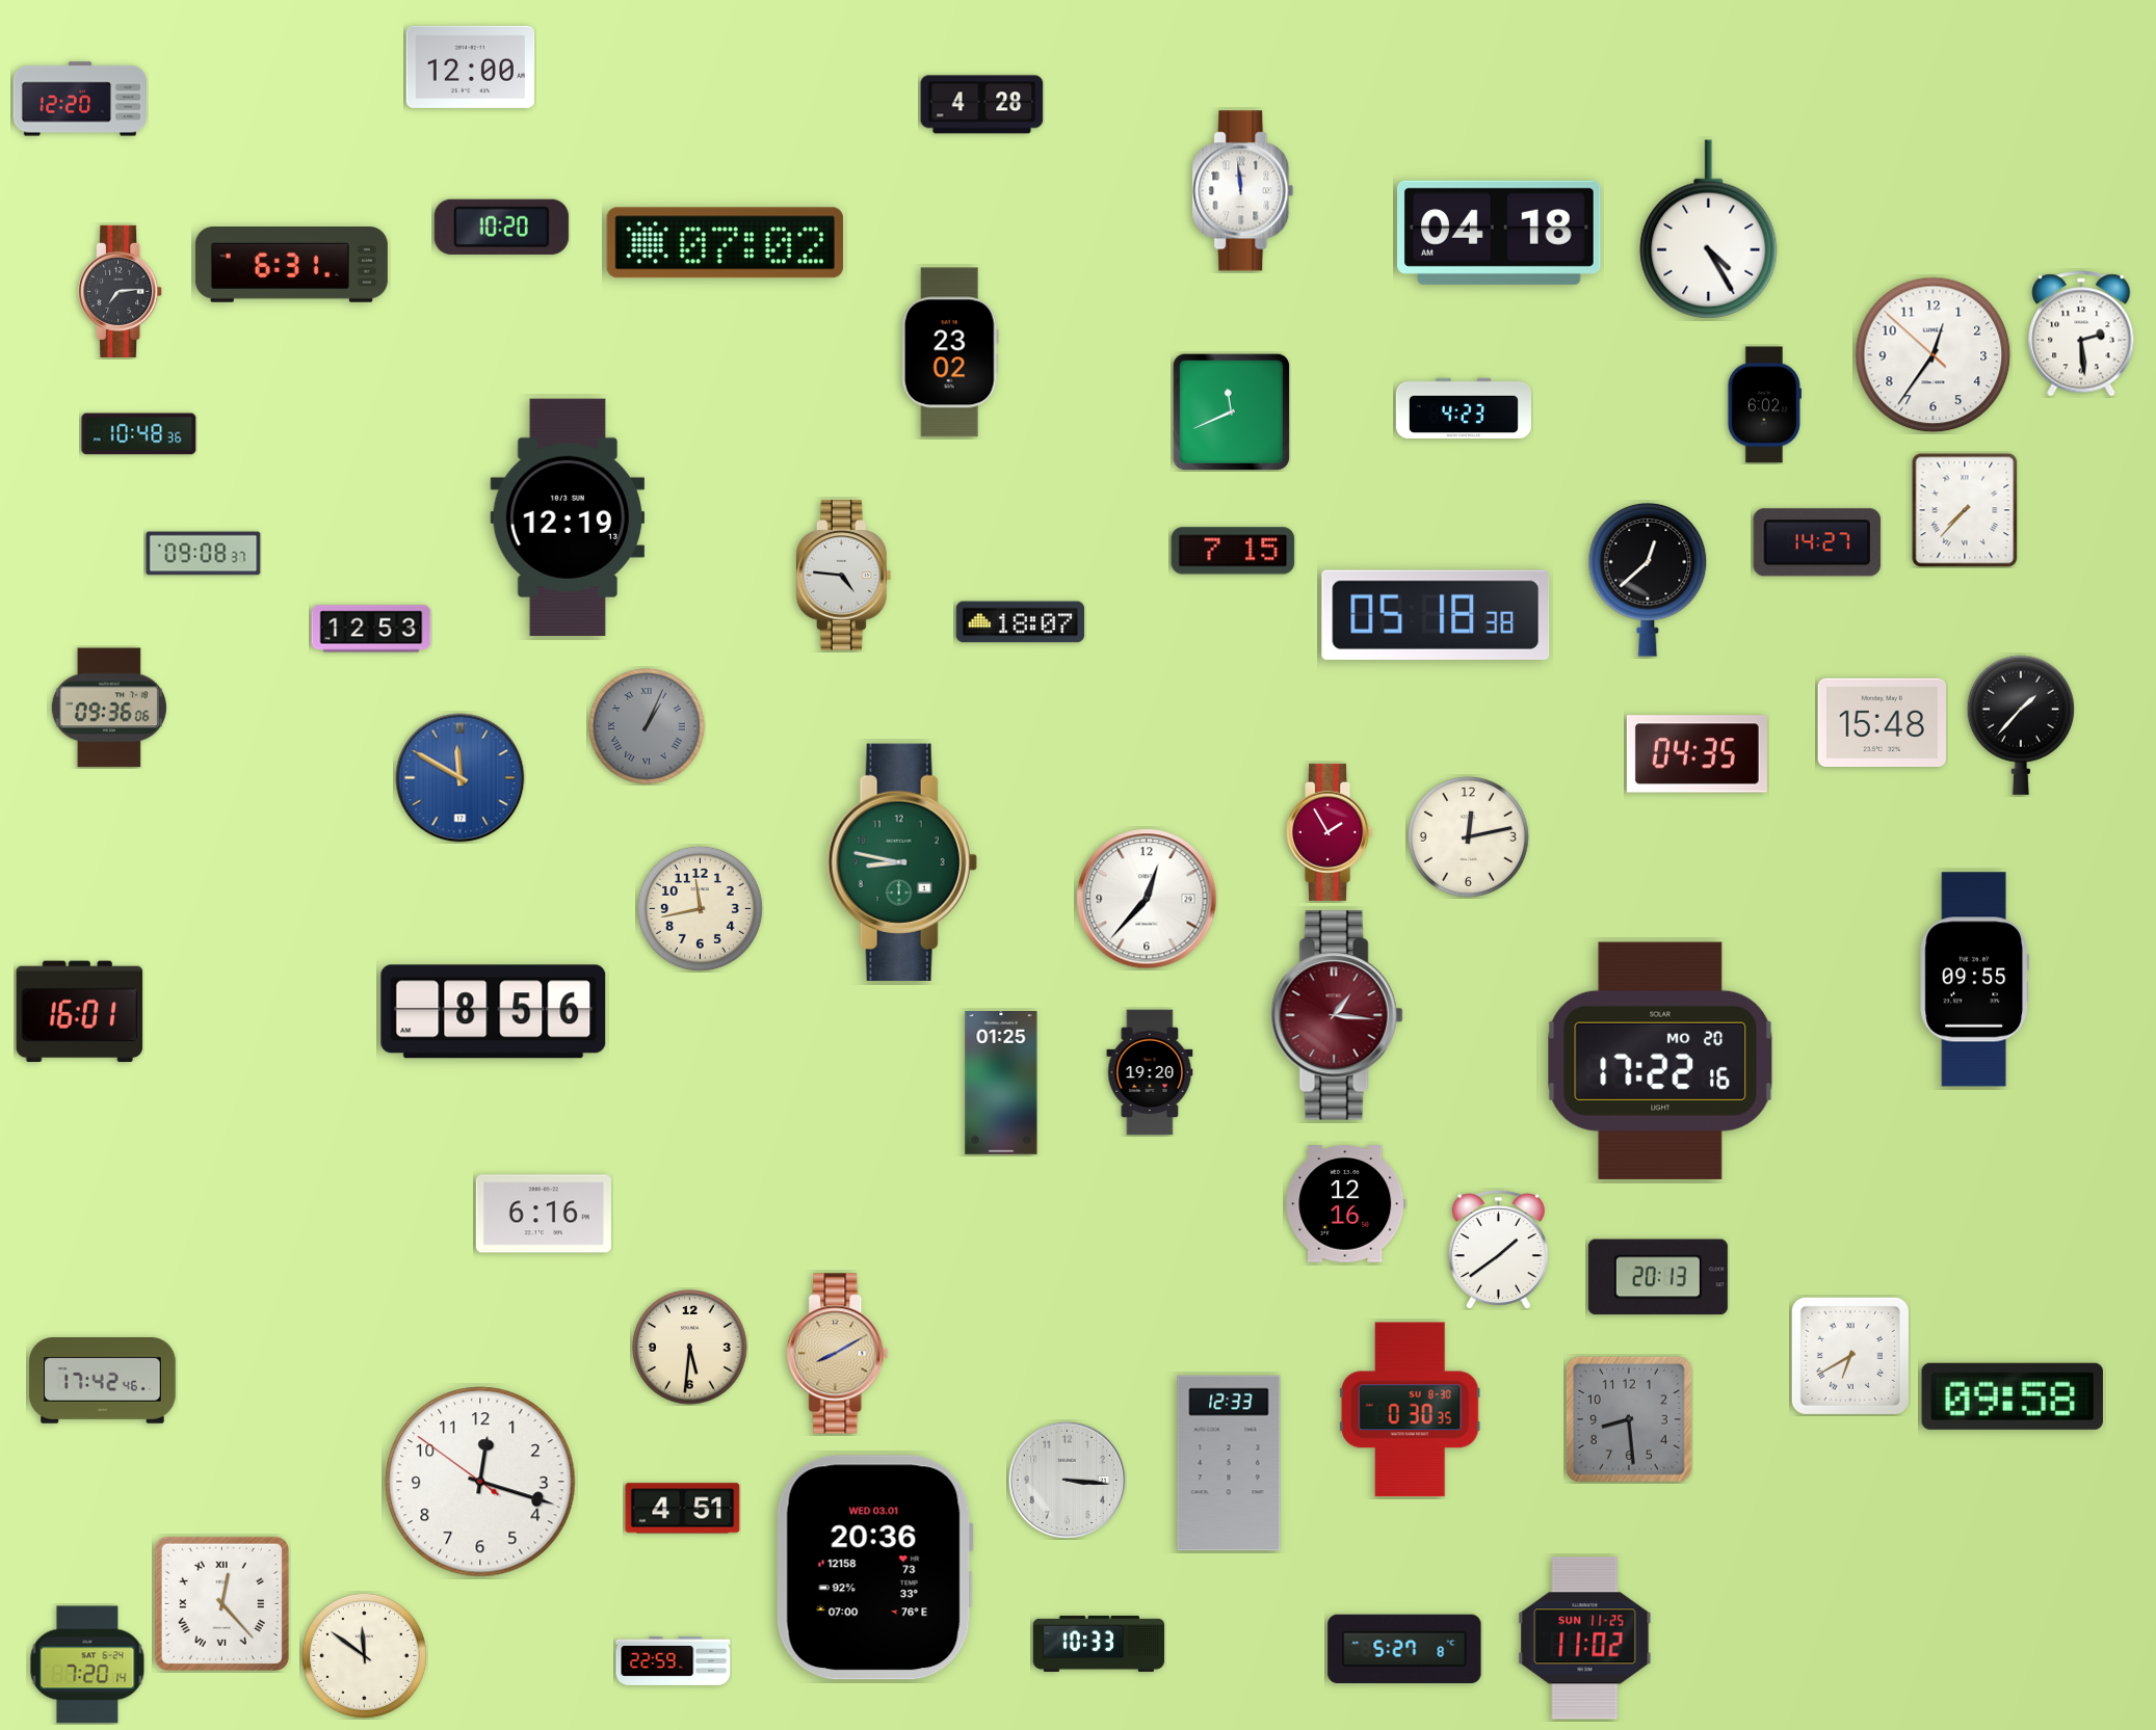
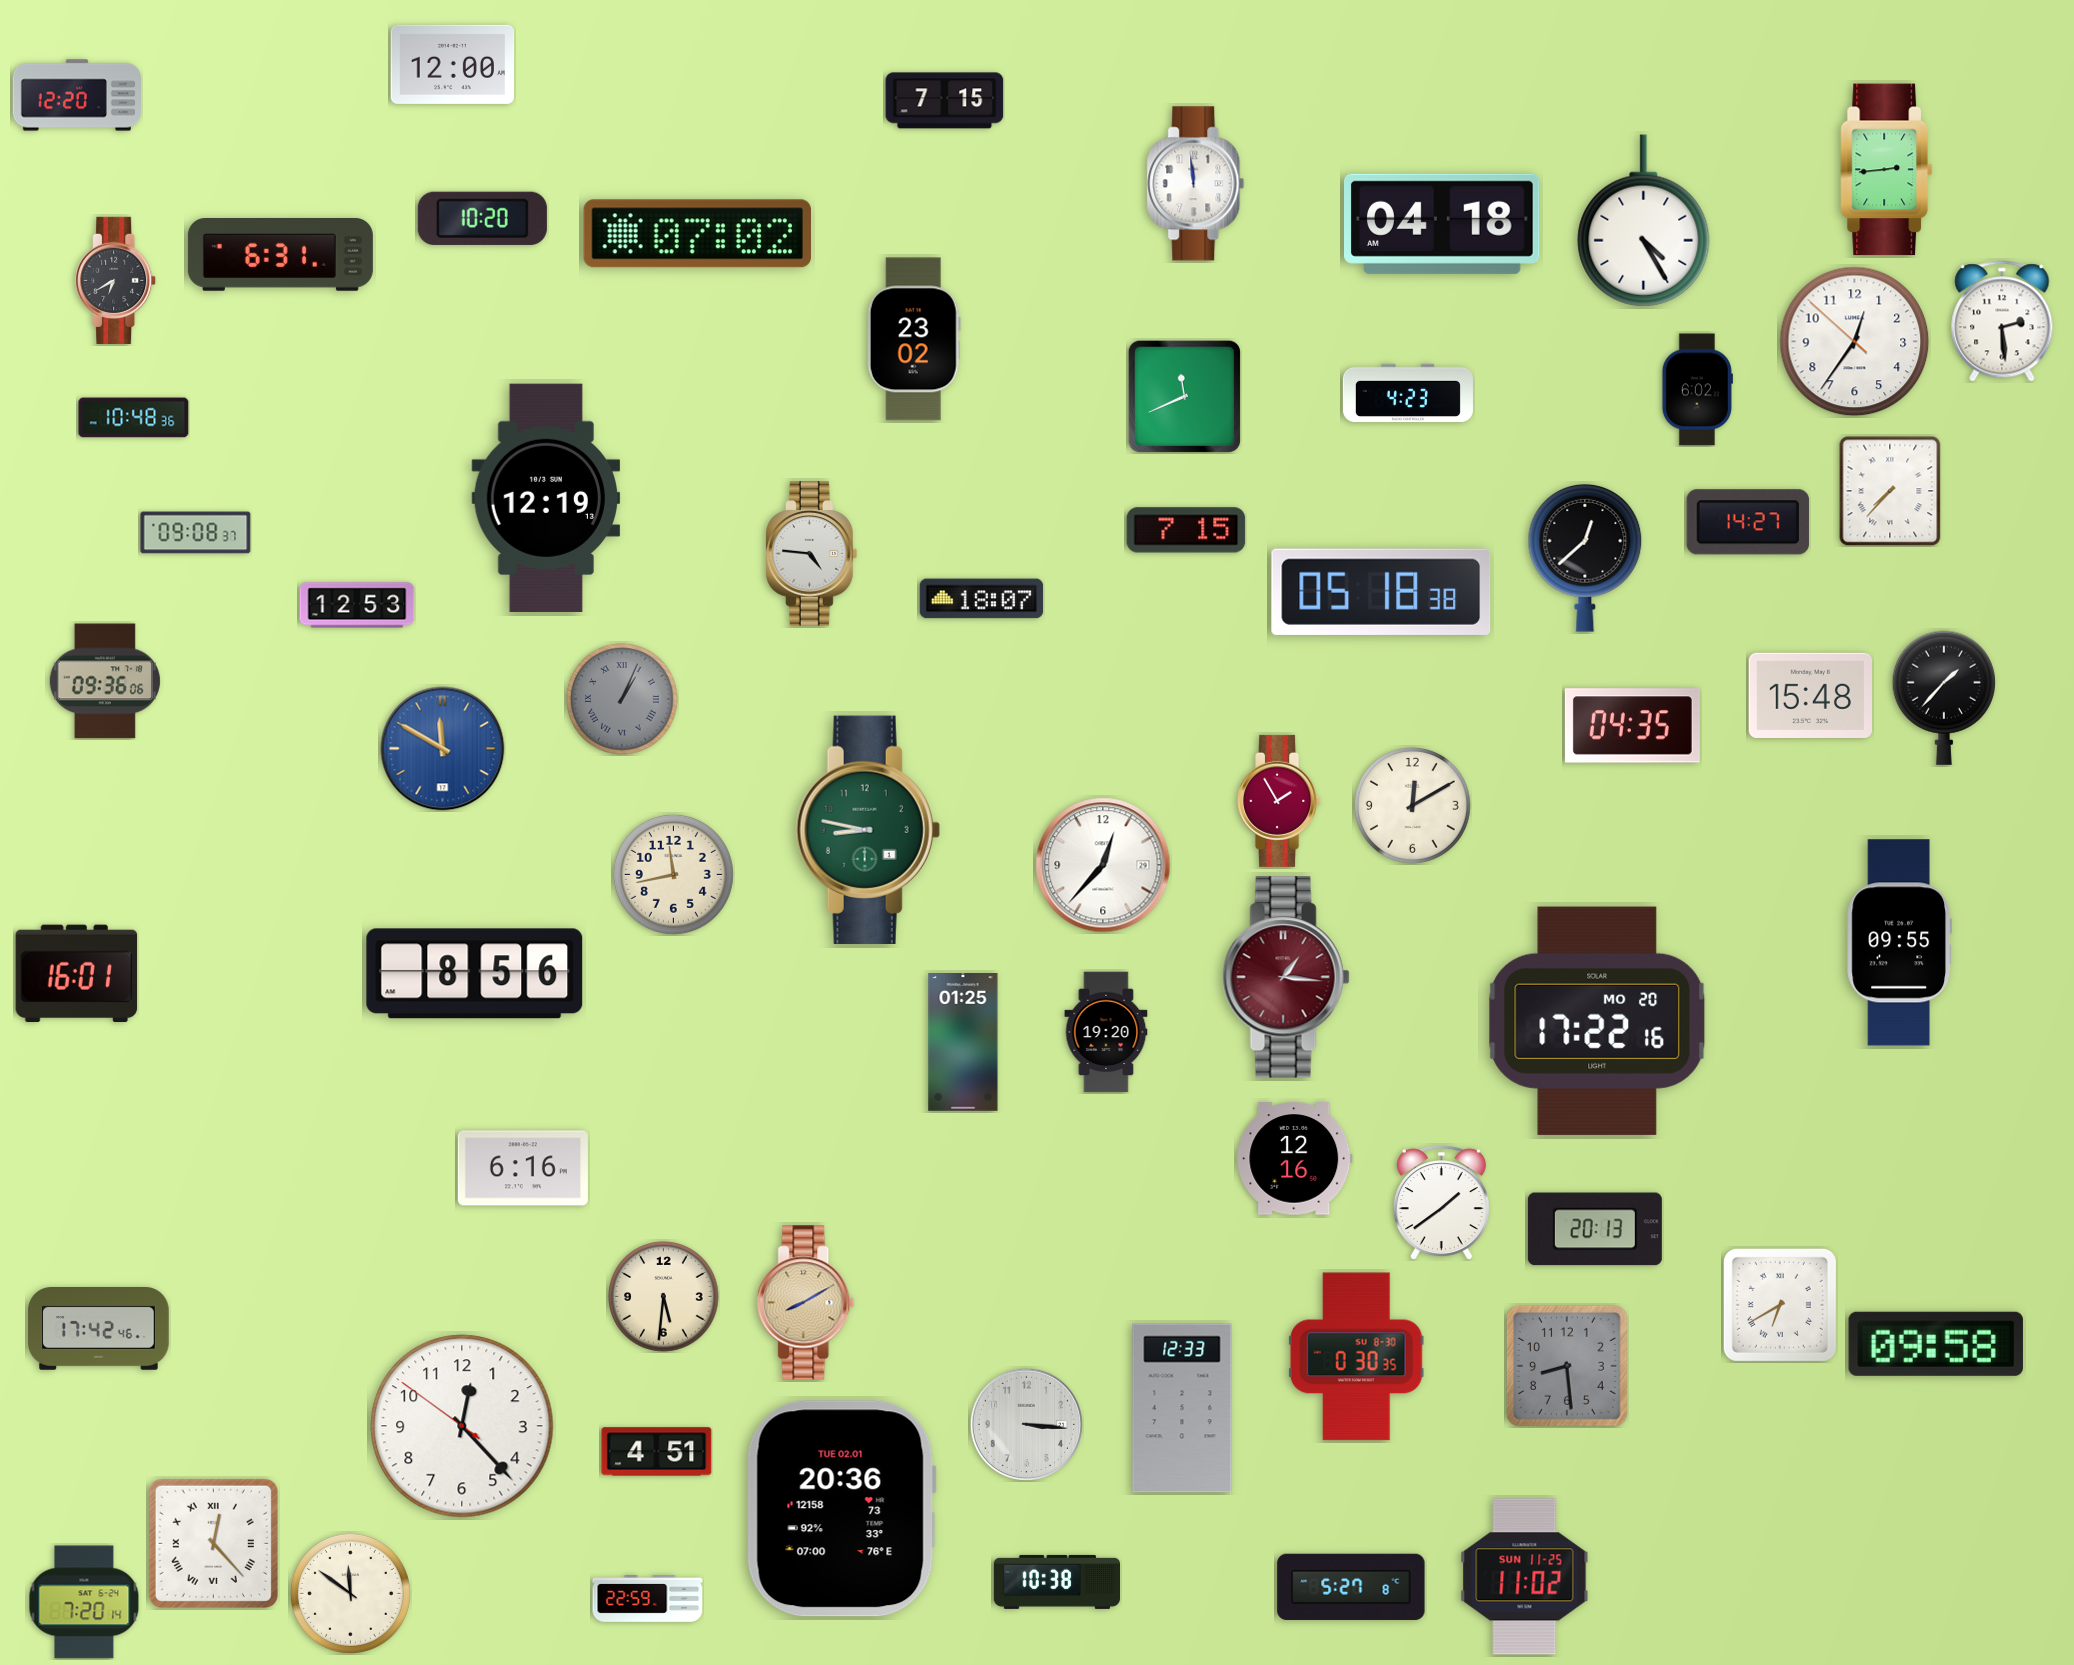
clock at (982, 105): 4:28 -> 7:15
clock at (1886, 170): none -> 2:44
clock at (121, 291): 7:14 -> 6:40
clock at (1934, 355) position: (1934, 355) -> (1855, 342)
clock at (1468, 836): 12:13 -> 12:10
clock at (480, 1482): 12:17 -> 12:22
clock at (874, 1568) date: WED 03.01 -> TUE 02.01
clock at (1099, 1644): 10:33 -> 10:38
